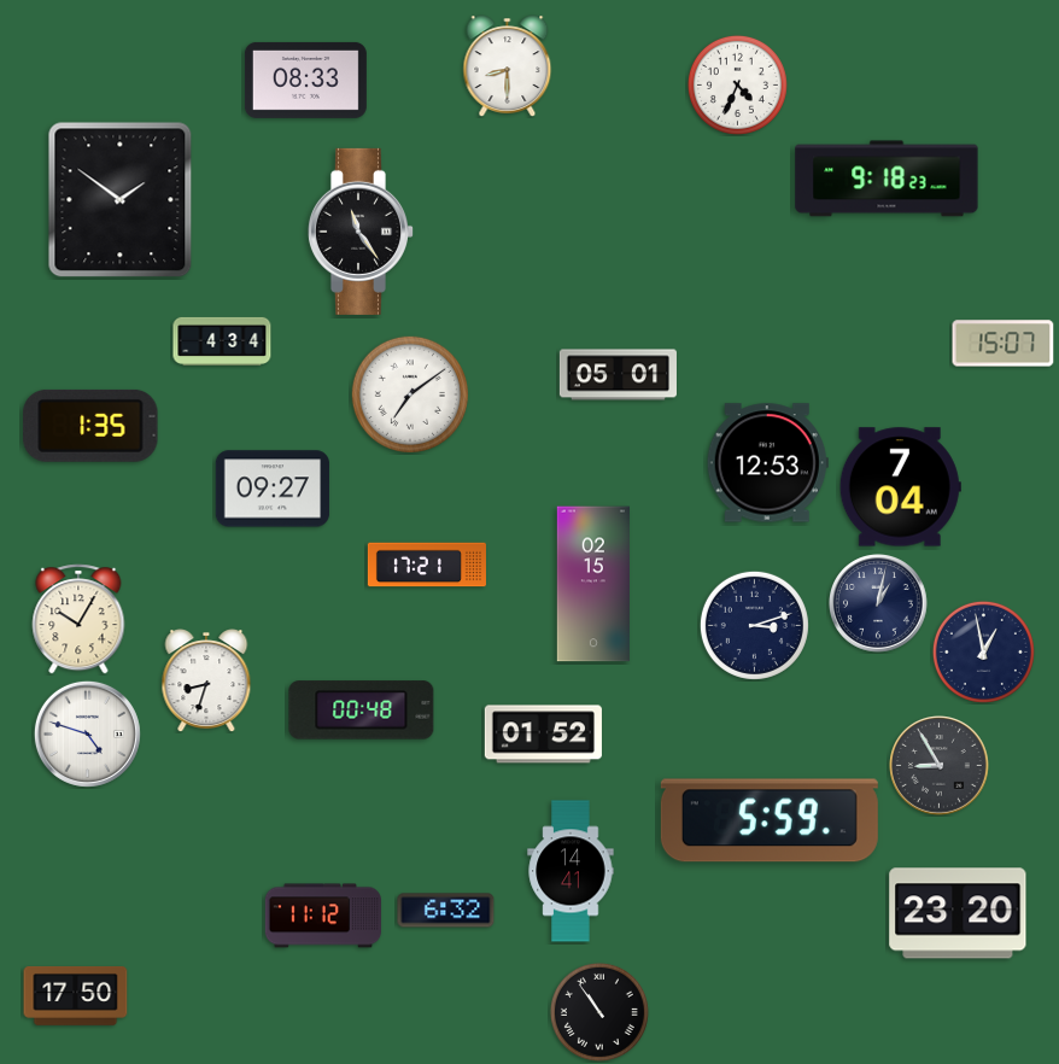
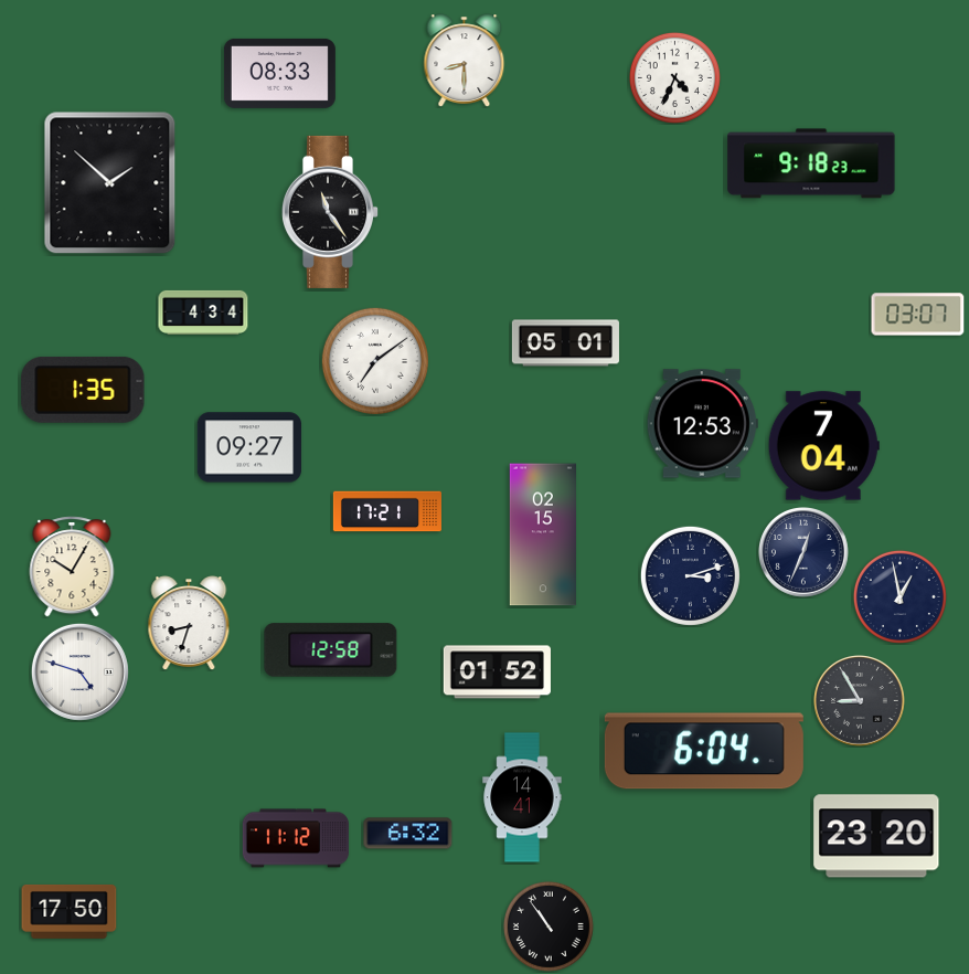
clock at (121, 200): 1:51 -> 1:52
clock at (1004, 344): 15:07 -> 03:07
clock at (427, 565) position: (427, 565) -> (387, 511)
clock at (879, 604): 1:02 -> 12:34
clock at (754, 625) position: (754, 625) -> (690, 575)
clock at (362, 711): 00:48 -> 12:58
clock at (770, 820): 5:59 -> 6:04
